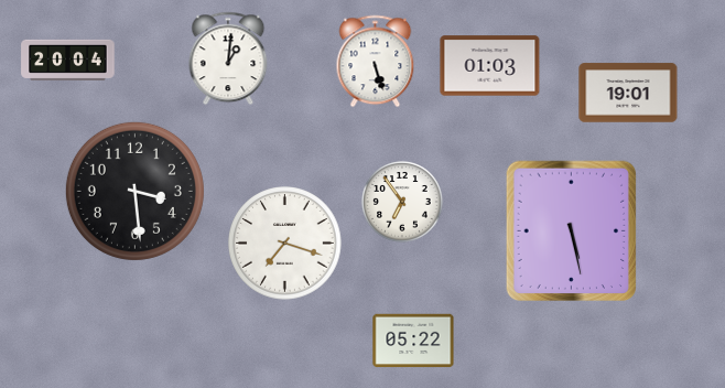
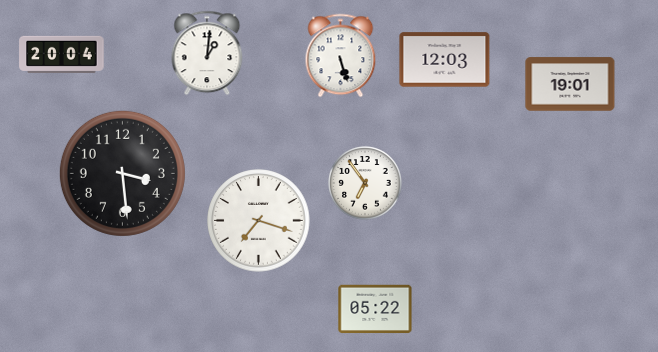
clock at (490, 66): 01:03 -> 12:03
clock at (571, 230): 5:28 -> none
